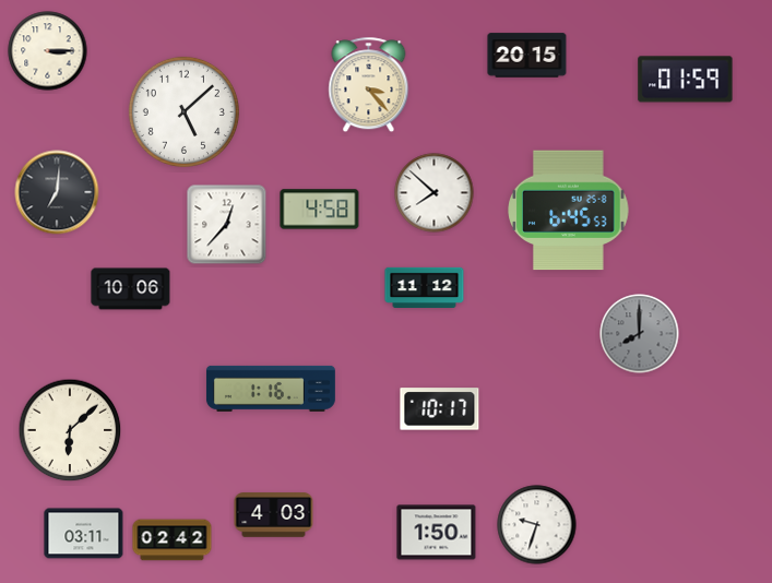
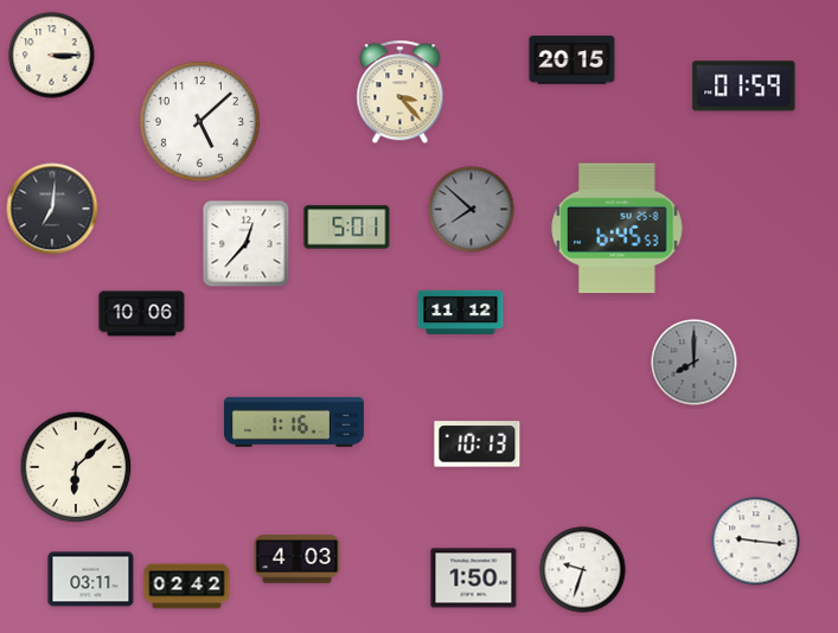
clock at (57, 192) position: (57, 192) -> (52, 209)
clock at (435, 193) dial: white -> grey
clock at (320, 210): 4:58 -> 5:01
clock at (440, 409): 10:17 -> 10:13
clock at (756, 542): none -> 9:16
